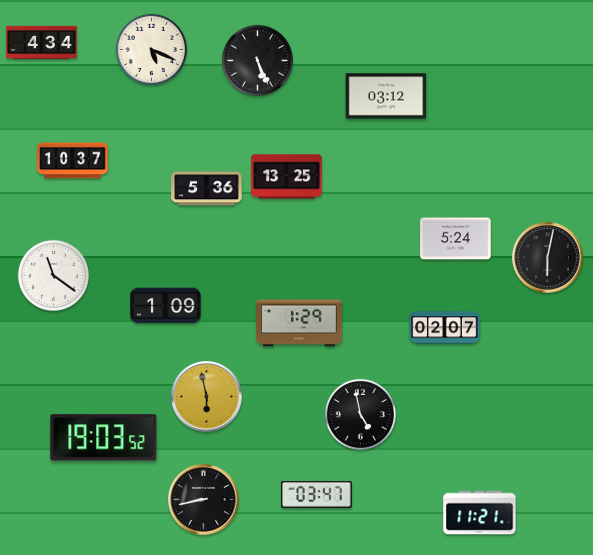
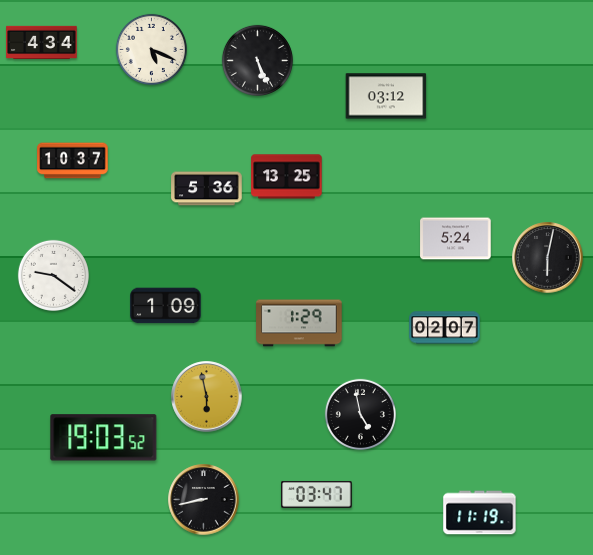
clock at (53, 275): 11:21 -> 9:21
clock at (480, 513): 11:21 -> 11:19
